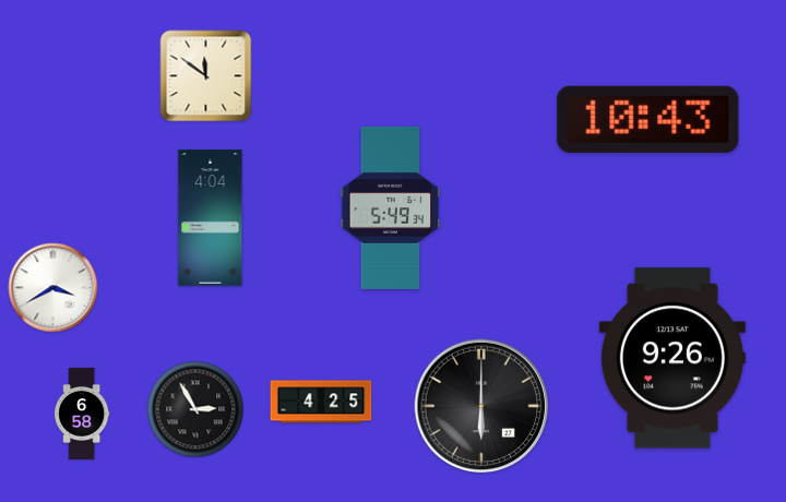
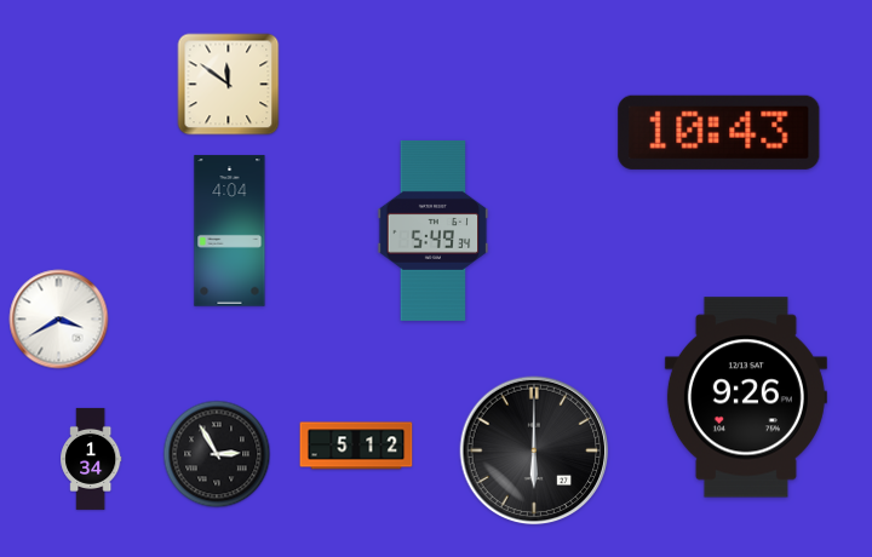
clock at (211, 218) position: (211, 218) -> (230, 231)
clock at (321, 402): 4:25 -> 5:12
clock at (83, 414): 6:58 -> 1:34
